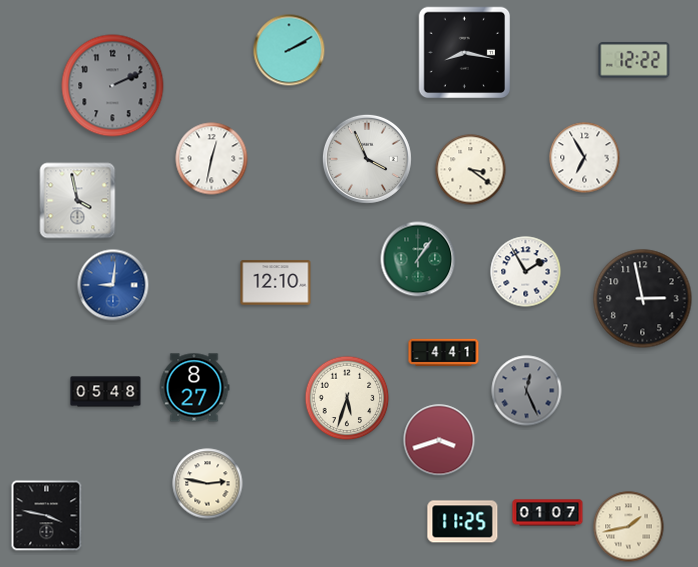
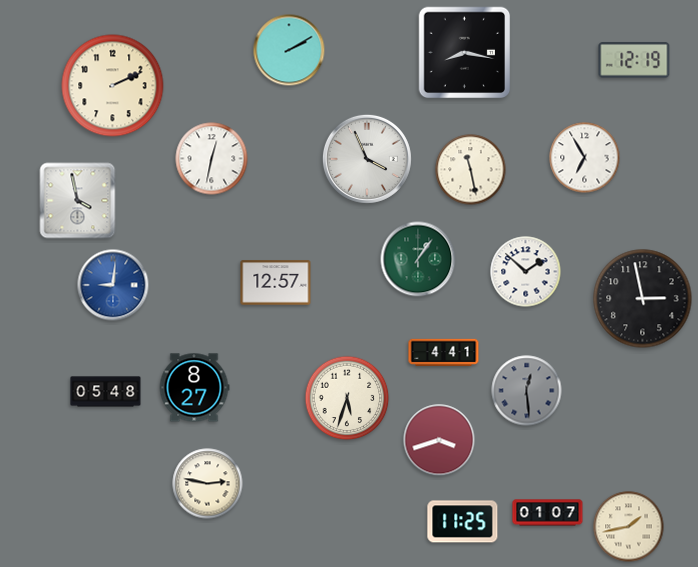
clock at (634, 60): 12:22 -> 12:19
clock at (113, 86) dial: grey -> cream
clock at (471, 170): 3:21 -> 11:28
clock at (526, 272): 1:55 -> 1:52
clock at (276, 283): 12:10 -> 12:57
clock at (527, 391): 12:26 -> 12:29
clock at (47, 516): 3:47 -> none
